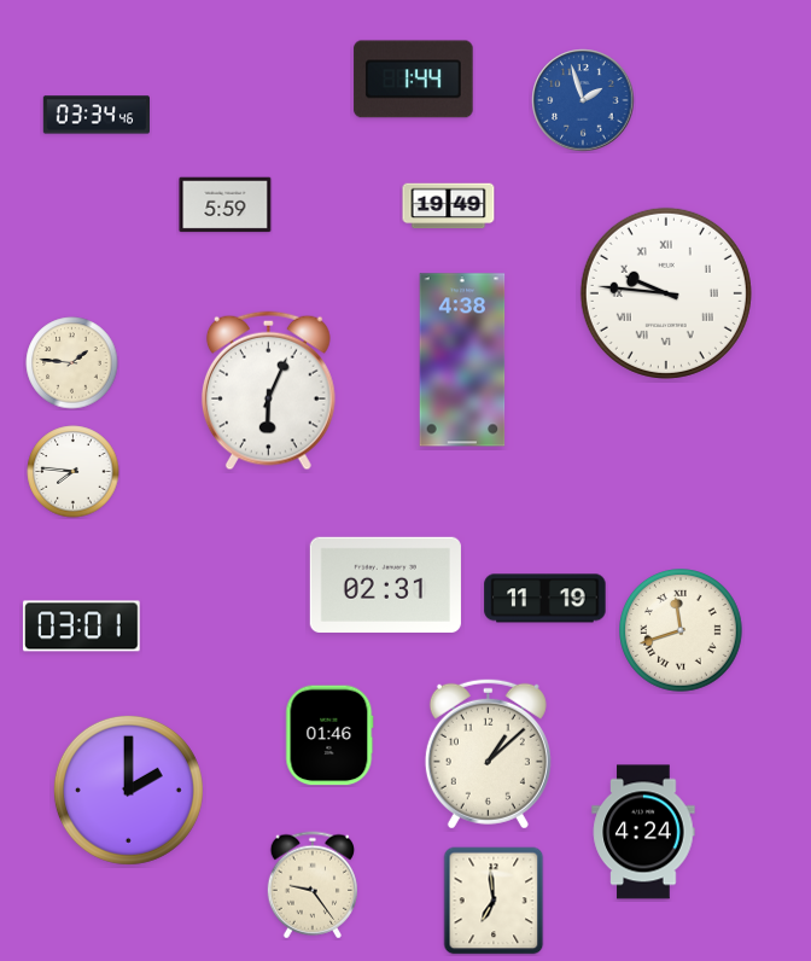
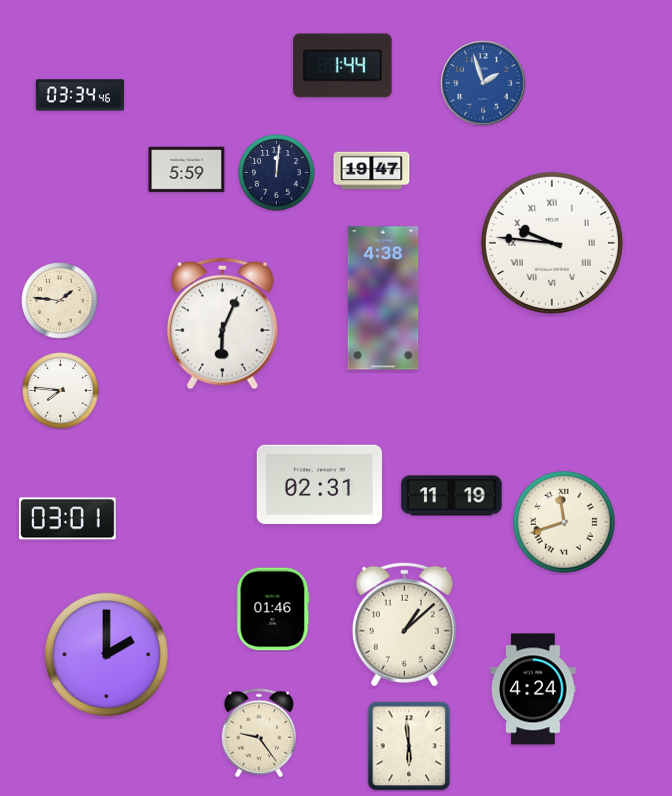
clock at (449, 206): 19:49 -> 19:47
clock at (277, 173): none -> 12:01
clock at (494, 901): 6:59 -> 5:59
